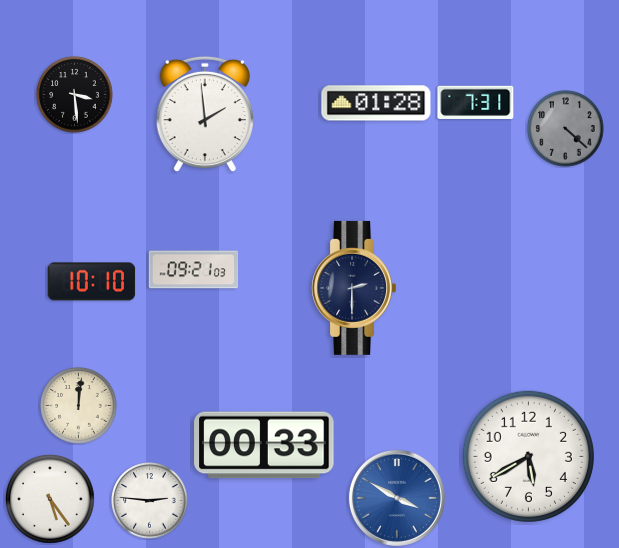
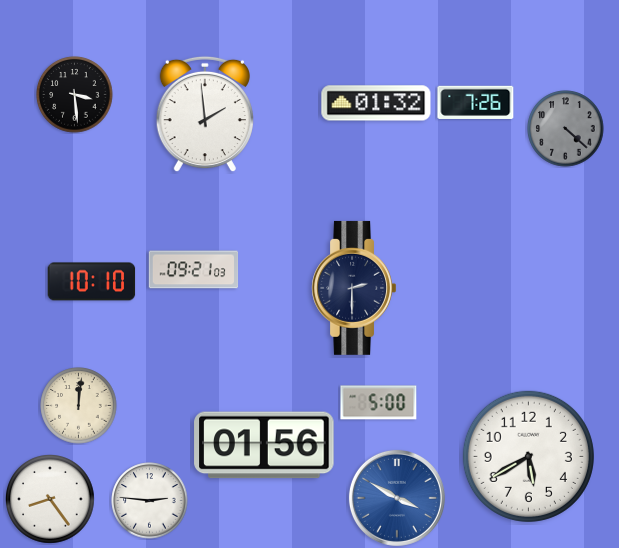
clock at (476, 102): 7:31 -> 7:26
clock at (376, 103): 01:28 -> 01:32
clock at (379, 403): none -> 5:00
clock at (264, 445): 00:33 -> 01:56
clock at (50, 499): 5:24 -> 8:24
